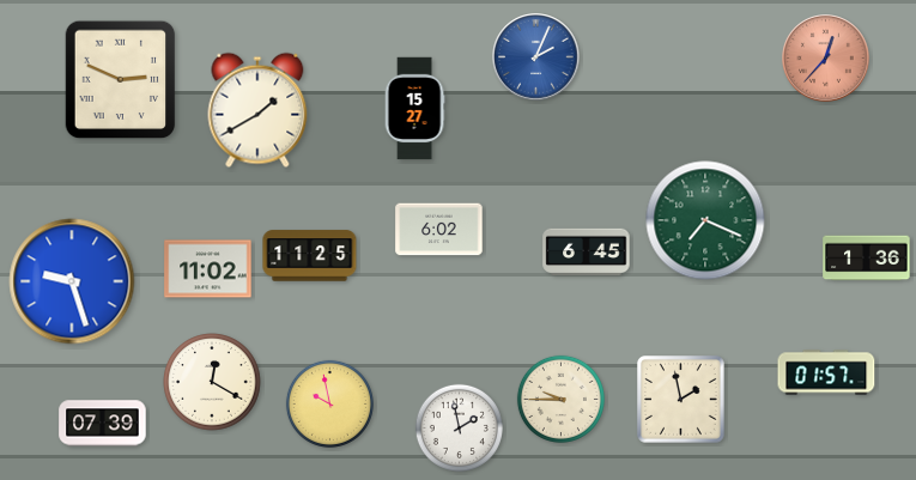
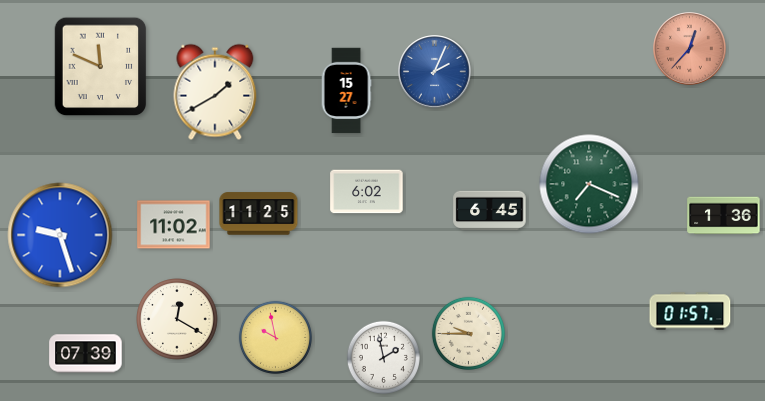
clock at (536, 57) position: (536, 57) -> (435, 72)
clock at (121, 80): 2:49 -> 11:49
clock at (681, 400): 1:58 -> none
